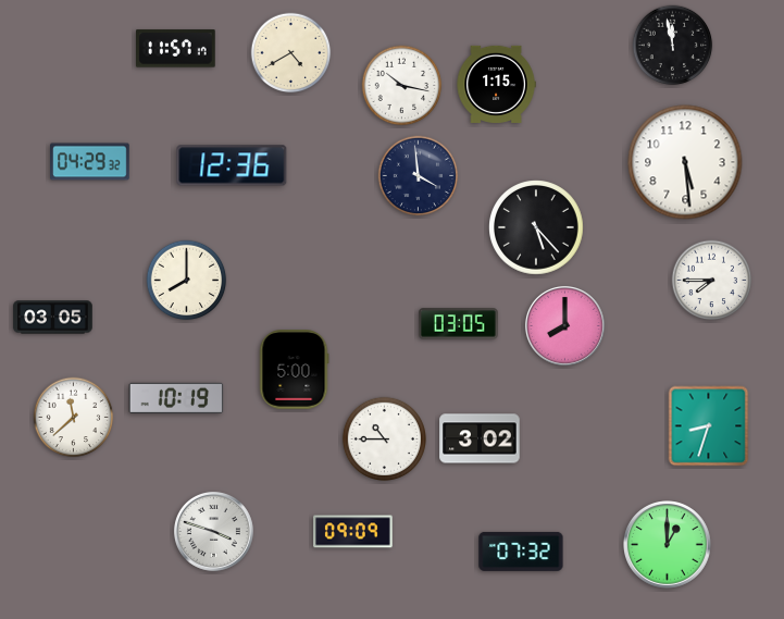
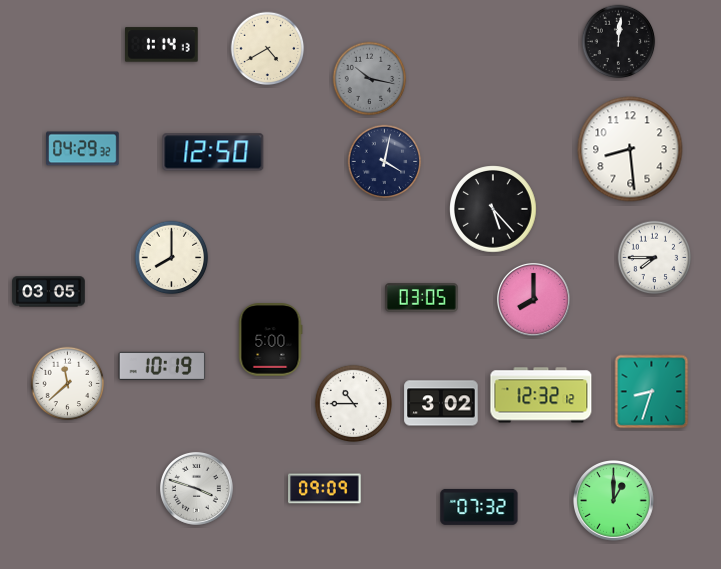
clock at (673, 46): 11:58 -> 12:01
clock at (176, 49): 11:57 -> 1:14
clock at (496, 84): 1:15 -> none
clock at (402, 86) dial: white -> grey
clock at (685, 162): 5:29 -> 8:29
clock at (232, 165): 12:36 -> 12:50
clock at (419, 176): 3:59 -> 4:02
clock at (564, 325) position: (564, 325) -> (533, 299)
clock at (541, 395): none -> 12:32
